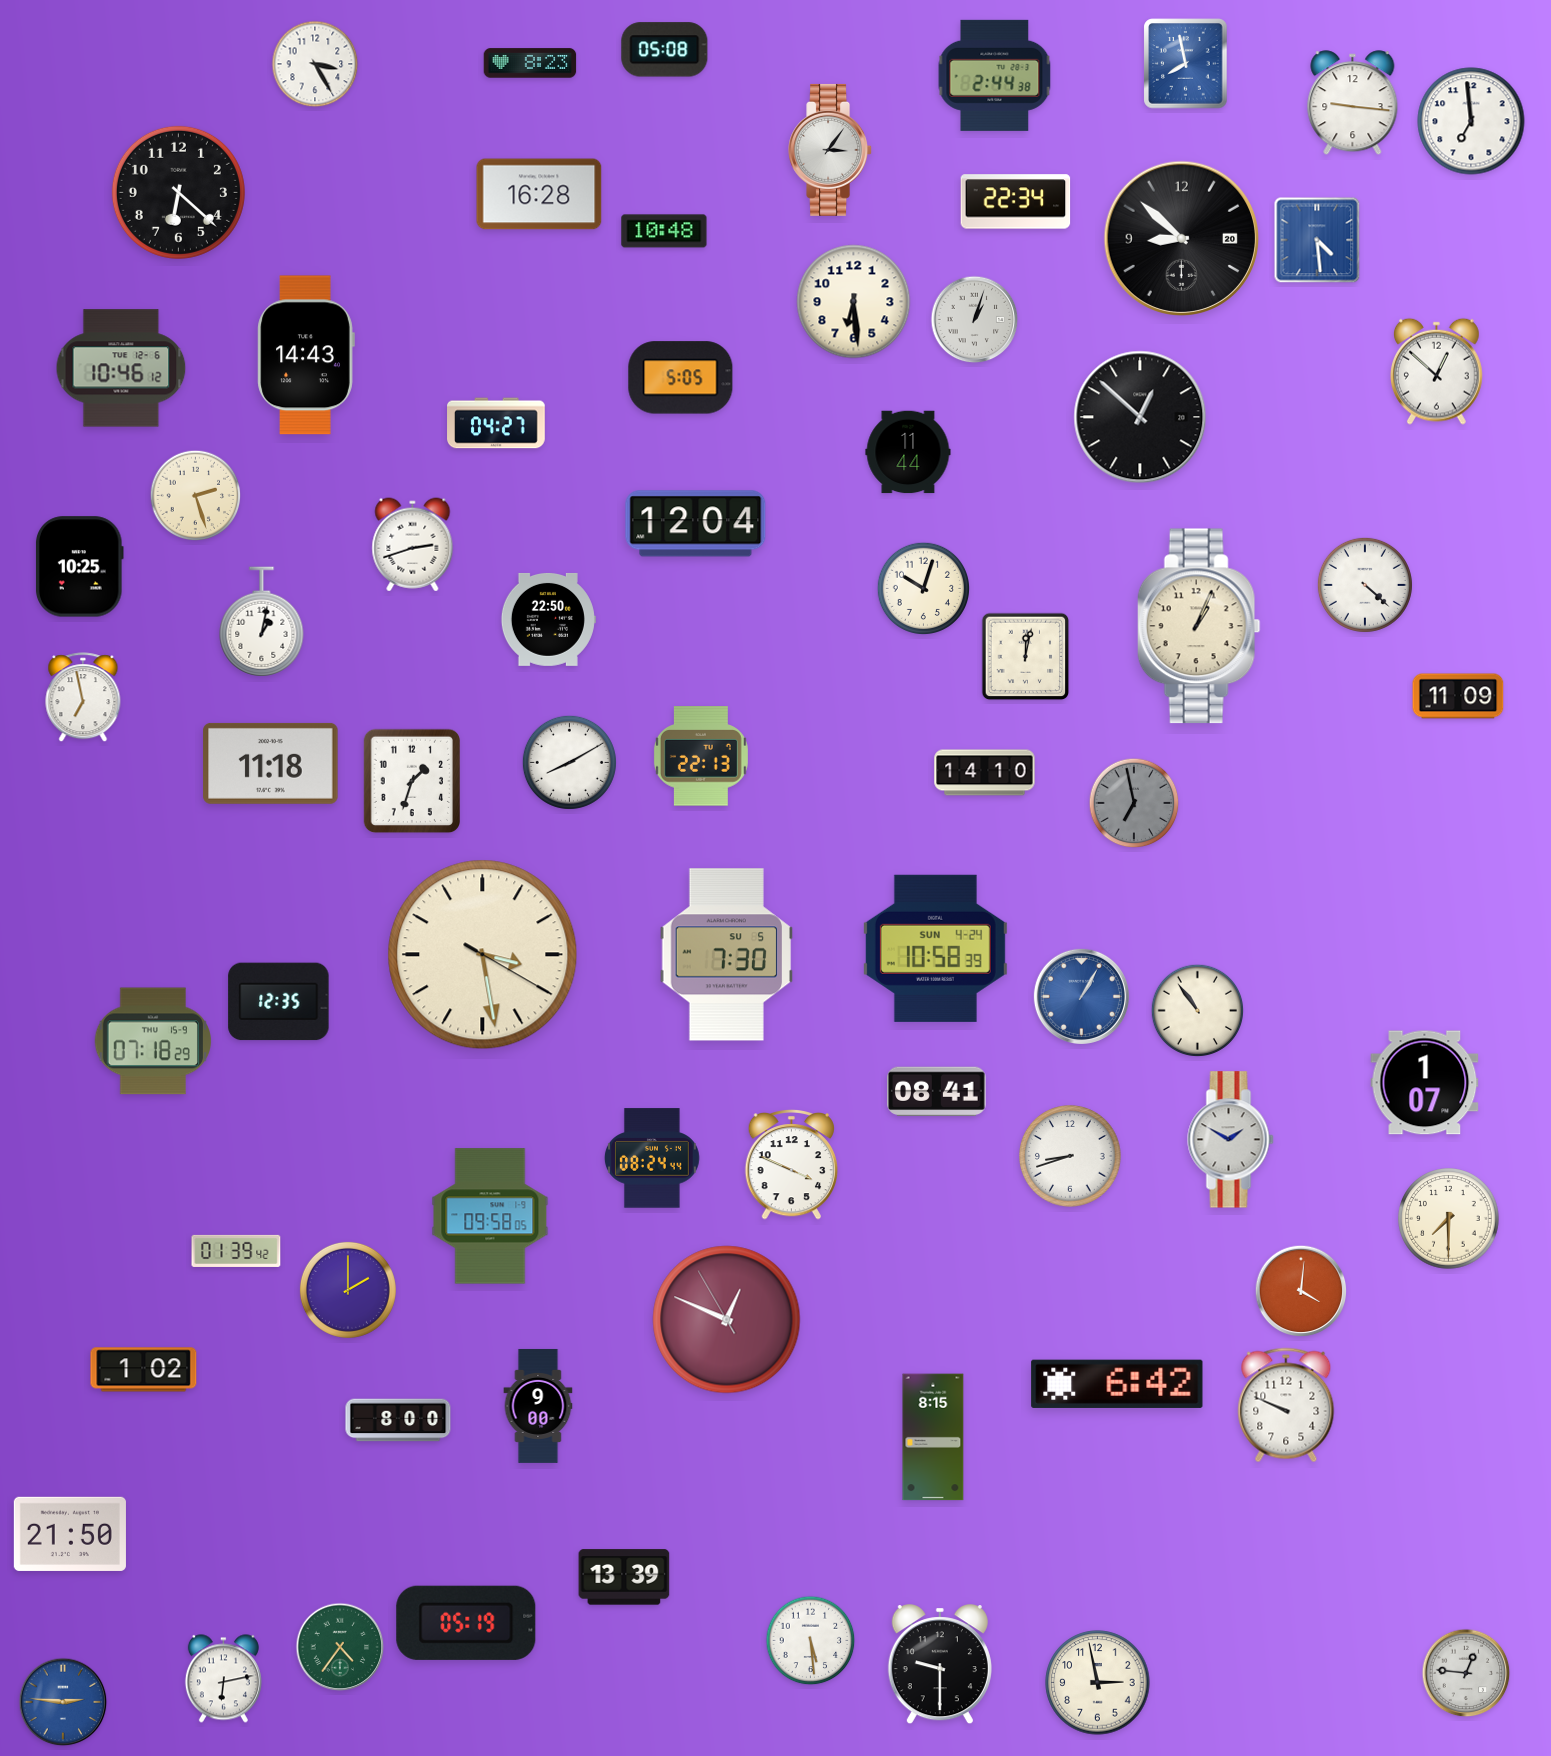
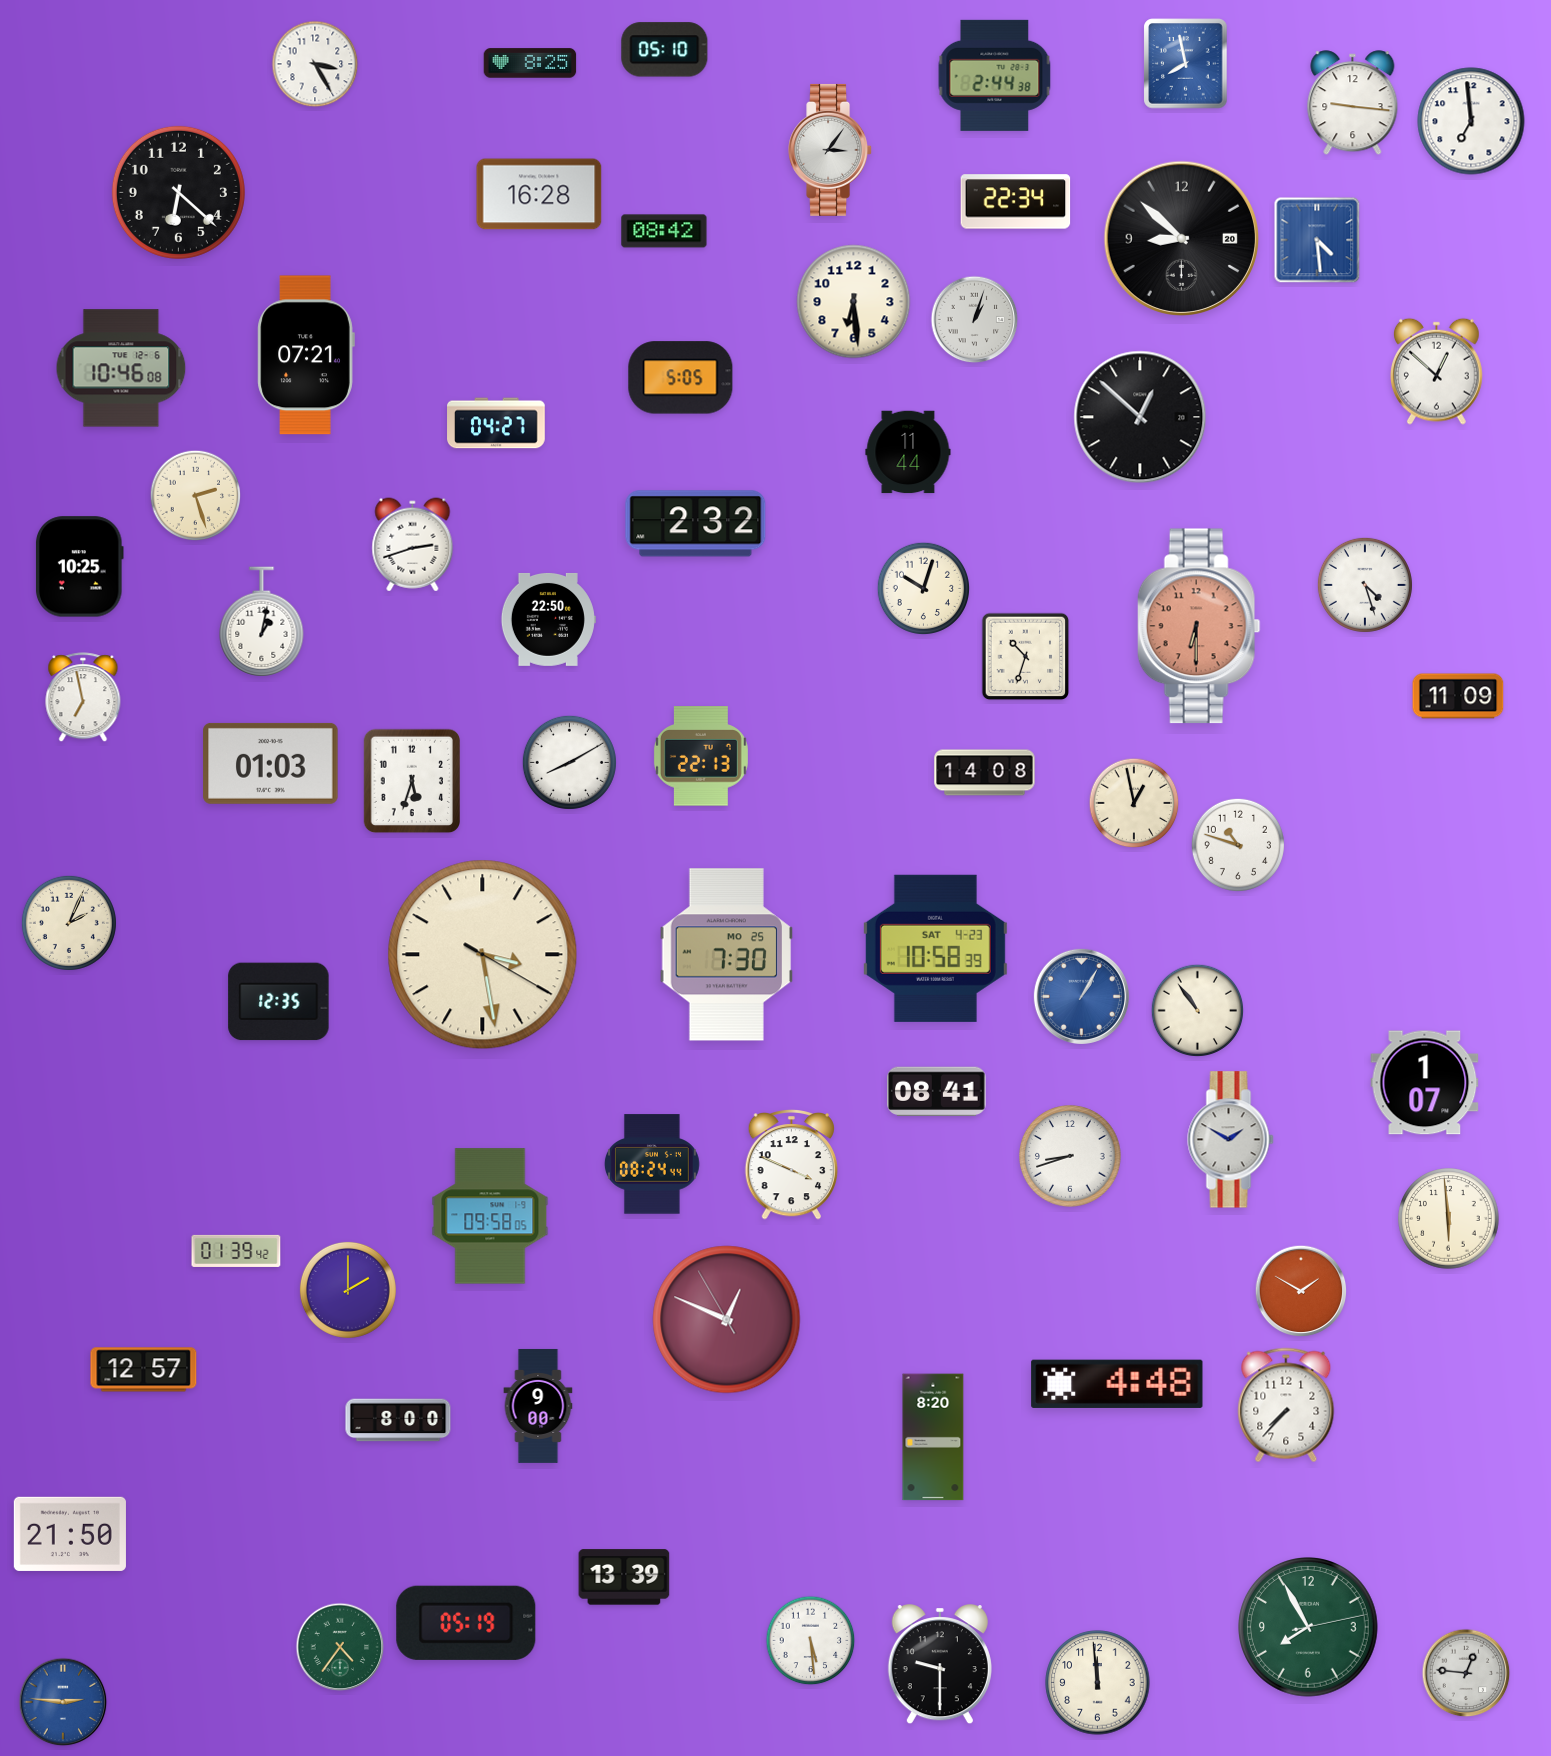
clock at (665, 50): 05:08 -> 05:10
clock at (530, 63): 8:23 -> 8:25
clock at (664, 231): 10:48 -> 08:42
clock at (306, 355): 14:43 -> 07:21
clock at (121, 368): 10:46:12 -> 10:46:08
clock at (696, 524): 12:04 -> 2:32
clock at (1365, 585): 4:22 -> 4:27
clock at (1199, 626): 1:04 -> 6:30
clock at (1199, 626) dial: cream -> salmon
clock at (1026, 657): 12:02 -> 10:33
clock at (271, 763): 11:18 -> 01:03
clock at (985, 773): 14:10 -> 14:08
clock at (412, 781): 1:33 -> 5:33
clock at (1134, 803): 6:58 -> 12:58
clock at (1134, 803) dial: grey -> cream
clock at (1238, 845): none -> 10:48
clock at (69, 923): none -> 2:04
clock at (935, 948) date: SUN 4-24 -> SAT 4-23
clock at (727, 955) date: SU 5 -> MO 25
clock at (152, 1041): 07:18 -> none
clock at (652, 1158) position: (652, 1158) -> (652, 1164)
clock at (1449, 1219): 7:30 -> 5:59
clock at (1301, 1291): 4:01 -> 1:50
clock at (144, 1370): 1:02 -> 12:57
clock at (1117, 1384): 6:42 -> 4:48
clock at (1286, 1405): 9:49 -> 7:37
clock at (933, 1437): 8:15 -> 8:20
clock at (1309, 1628): none -> 7:55
clock at (223, 1679): 6:13 -> none
clock at (1098, 1683): 2:58 -> 11:59
